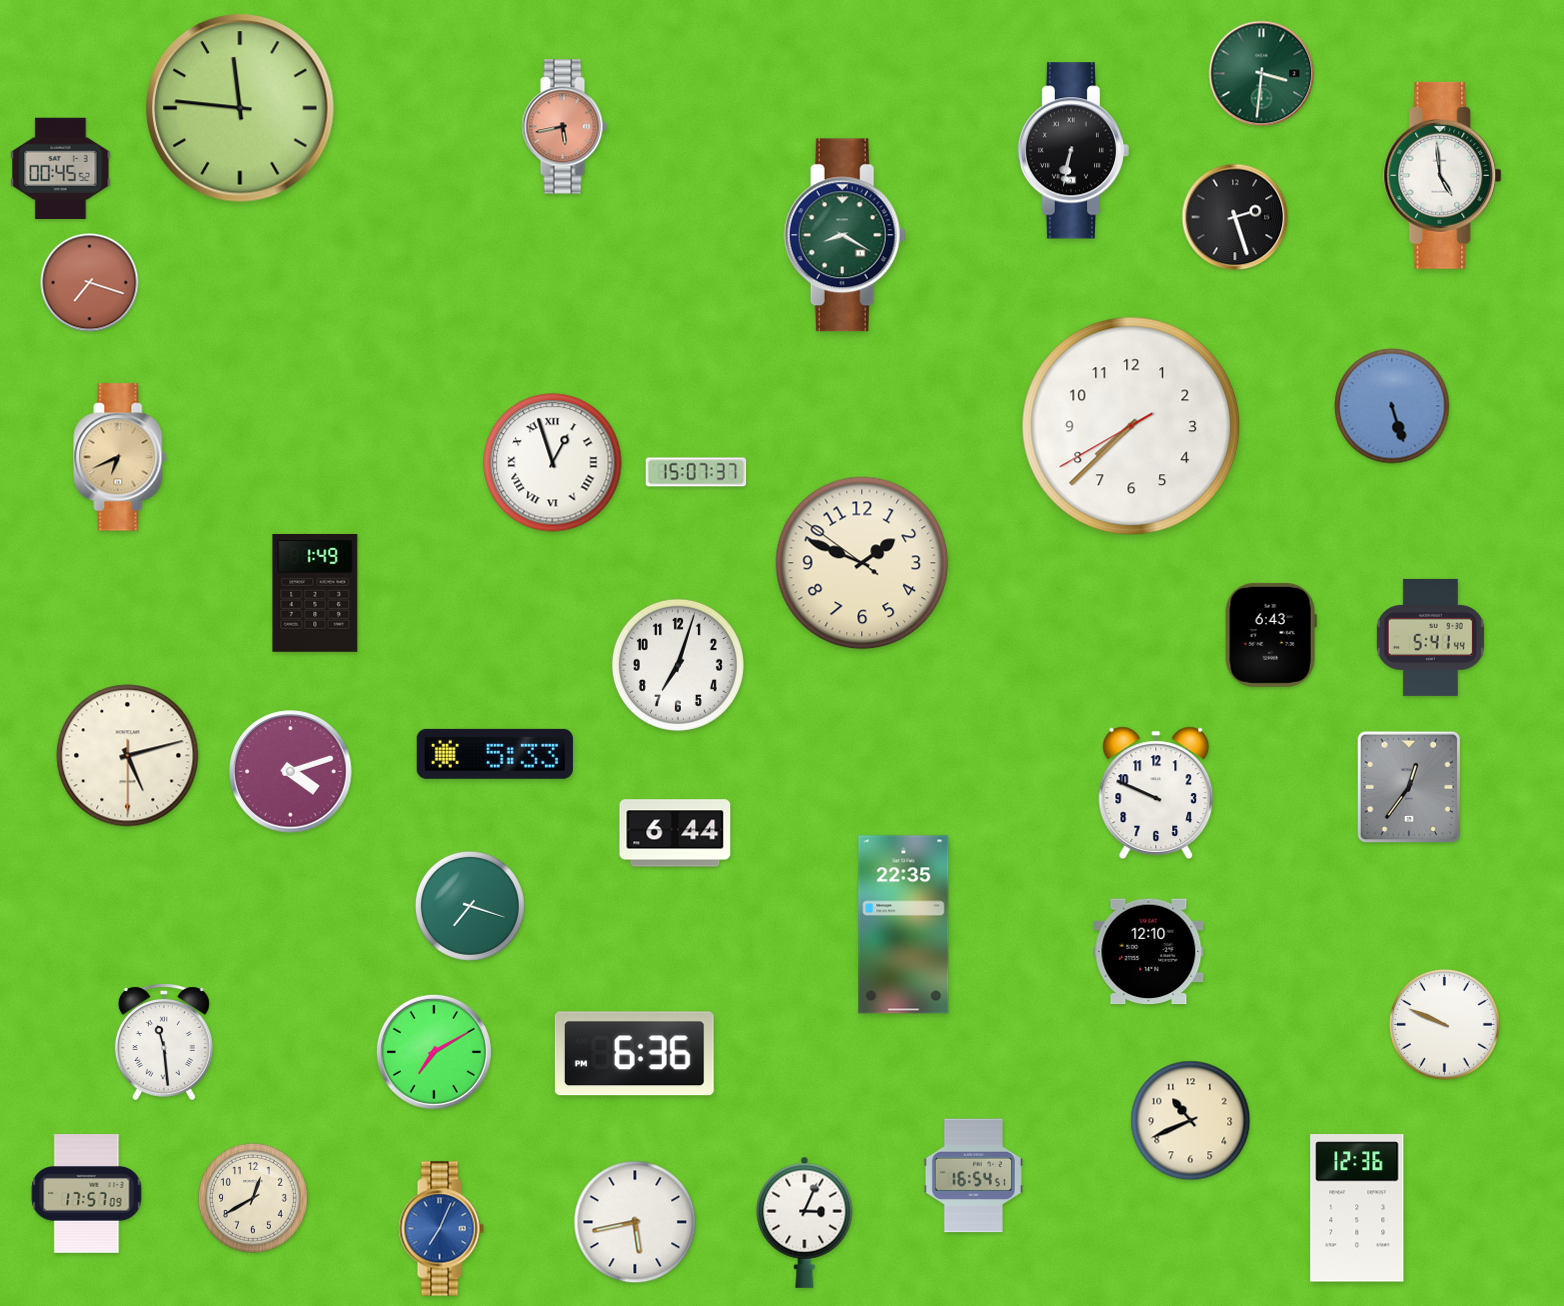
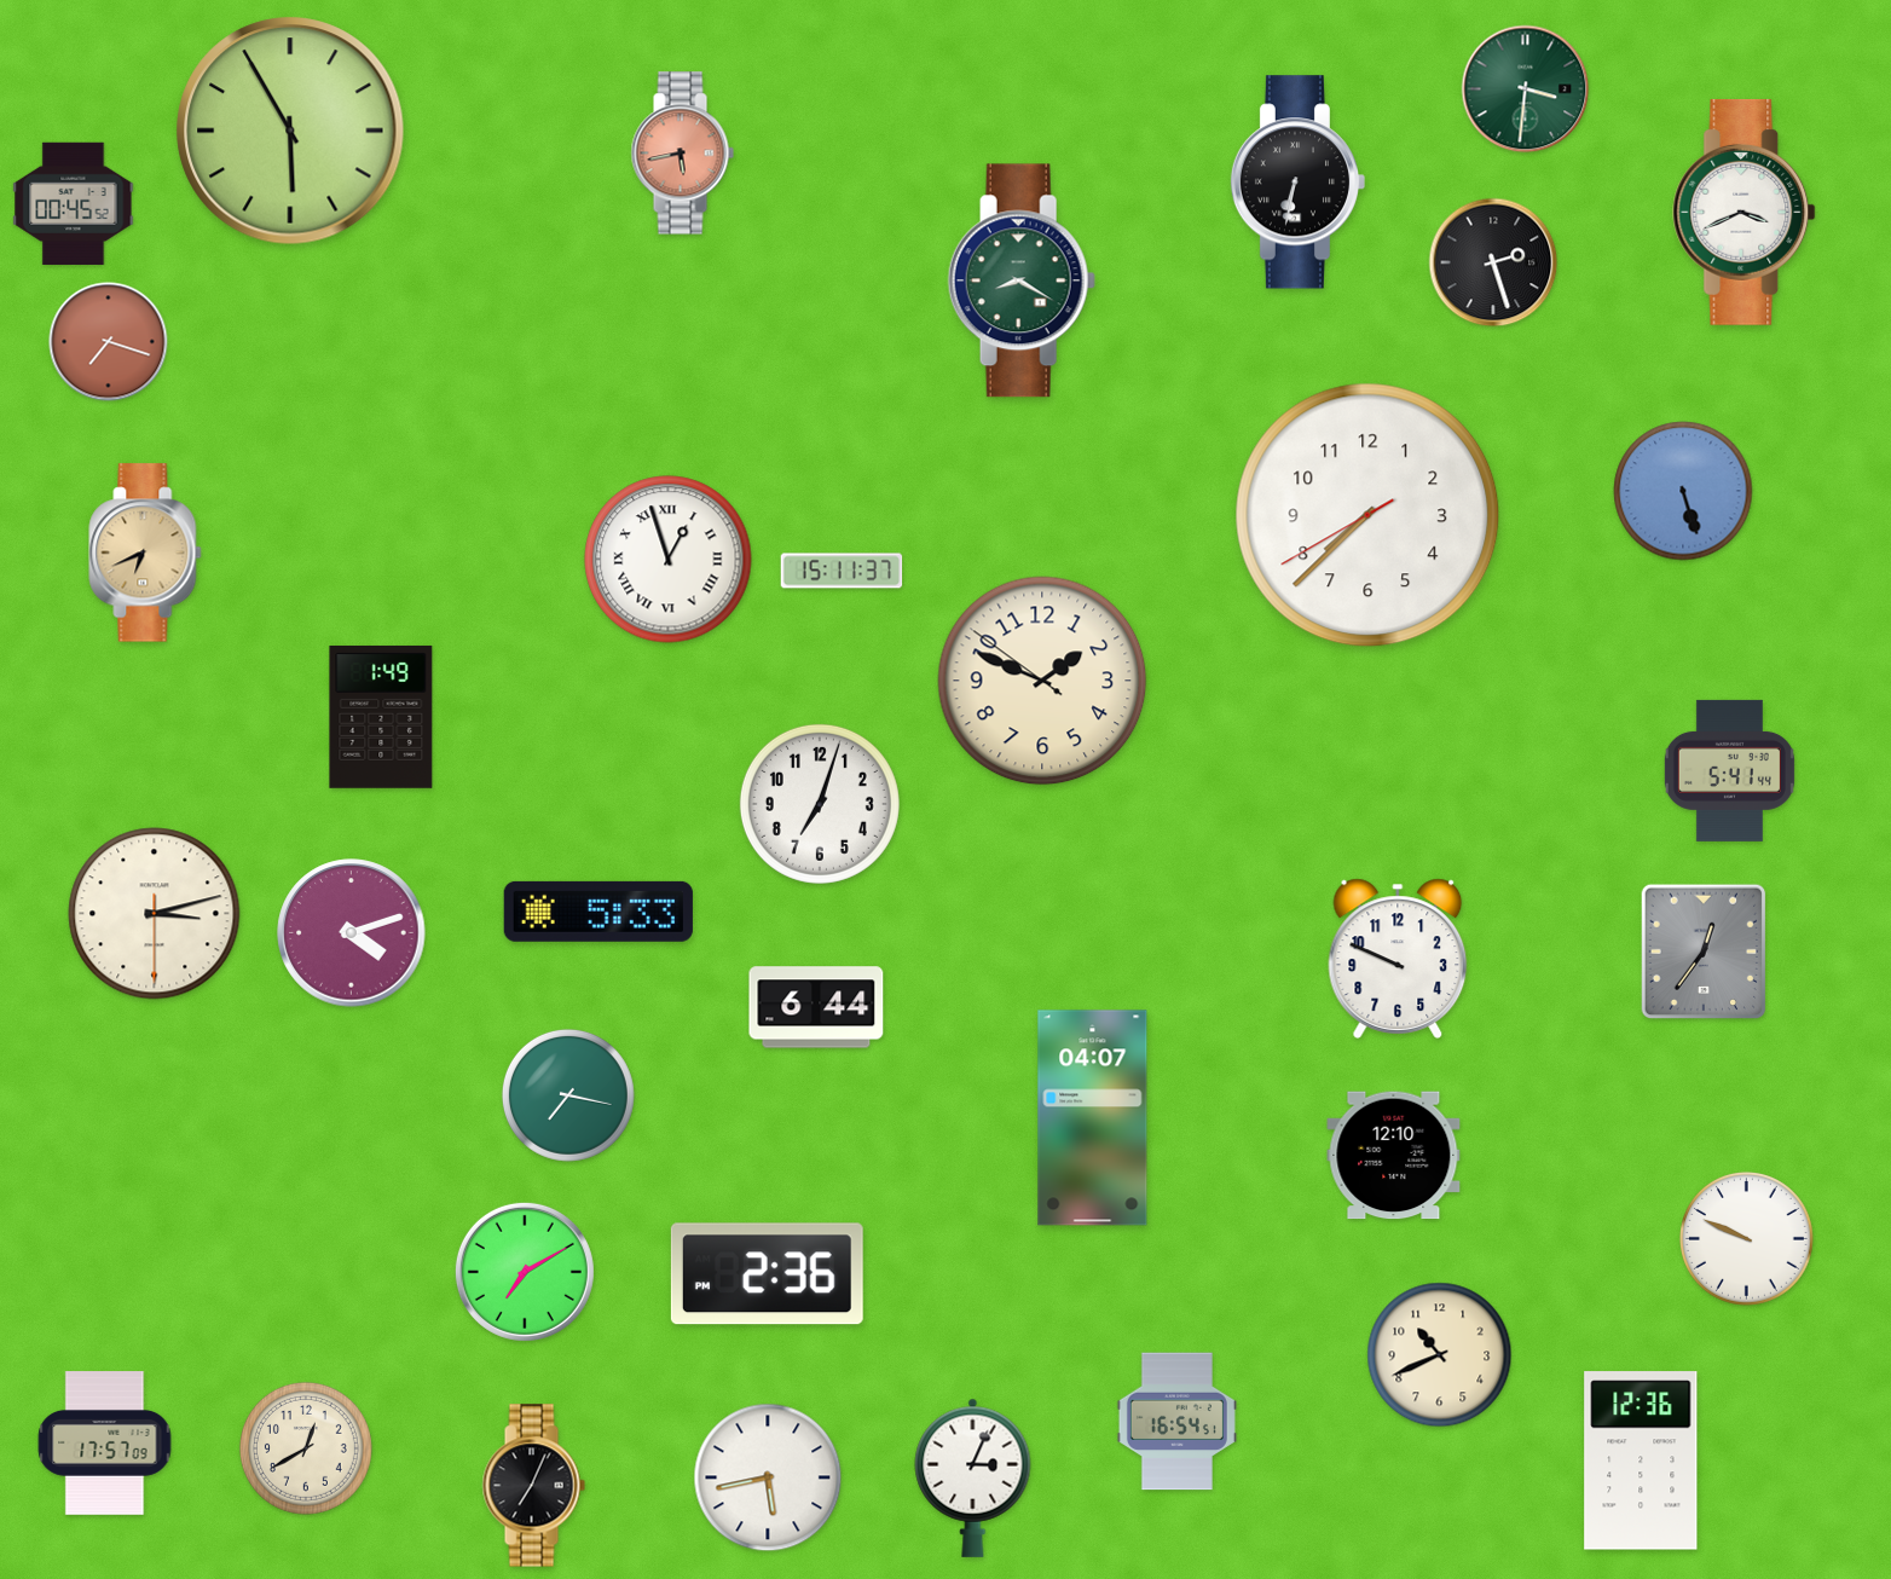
clock at (240, 108): 11:46 -> 5:55
clock at (1443, 175): 4:59 -> 3:41
clock at (845, 235) position: (845, 235) -> (1022, 280)
clock at (696, 472): 15:07 -> 15:11
clock at (1271, 635): 6:43 -> none
clock at (128, 756): 5:12 -> 3:12
clock at (470, 906): 7:18 -> 7:17
clock at (904, 925): 22:35 -> 04:07
clock at (1149, 952) position: (1149, 952) -> (1394, 1156)
clock at (164, 1042): 11:29 -> none
clock at (634, 1054): 6:36 -> 2:36
clock at (441, 1229) dial: blue -> black
